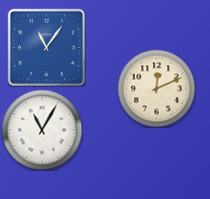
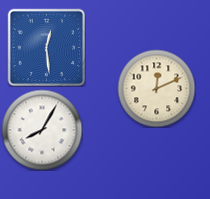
clock at (46, 47): 11:06 -> 12:29
clock at (42, 130): 11:05 -> 8:05
